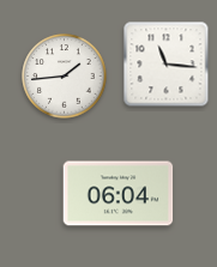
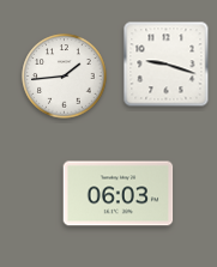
clock at (167, 65): 11:16 -> 9:18
clock at (119, 194): 06:04 -> 06:03
